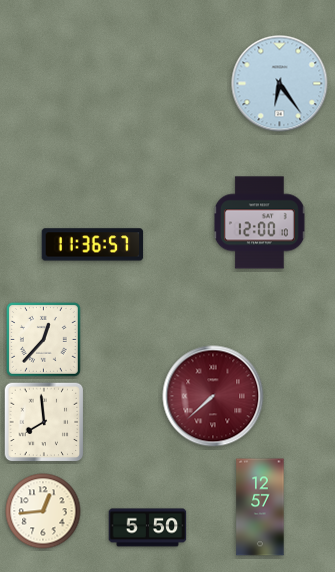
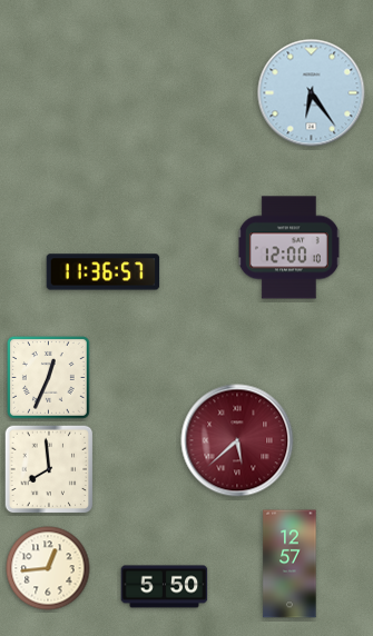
clock at (43, 339): 12:37 -> 12:34
clock at (213, 396): 7:38 -> 5:38
